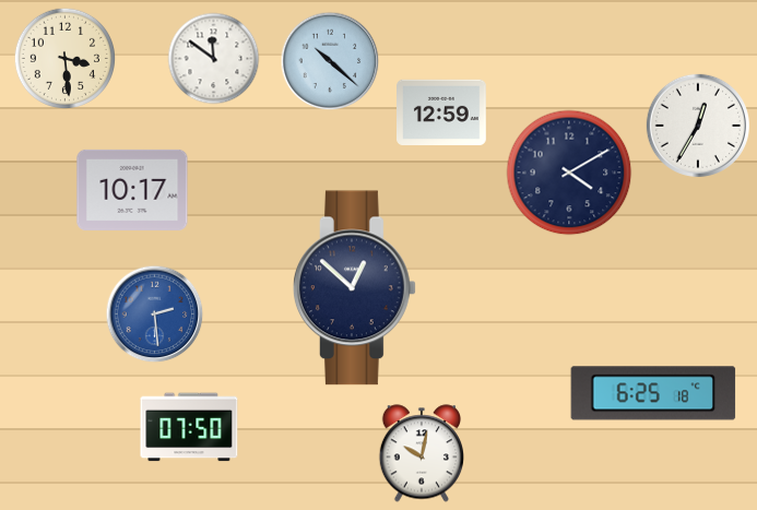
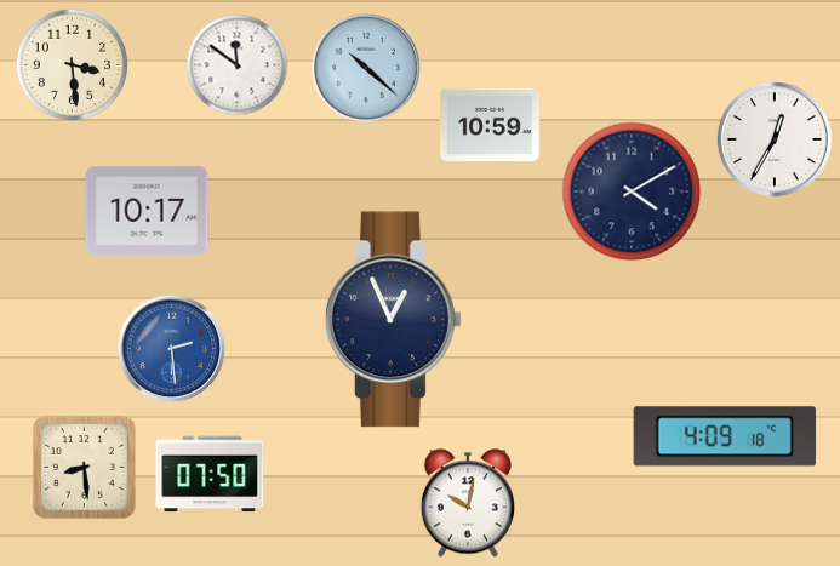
clock at (442, 112): 12:59 -> 10:59
clock at (355, 288): 12:52 -> 12:56
clock at (653, 393): 6:25 -> 4:09
clock at (84, 467): none -> 8:29
